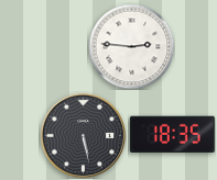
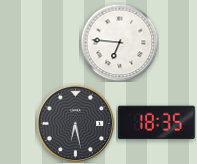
clock at (131, 46): 2:46 -> 6:46
clock at (83, 135): 5:28 -> 6:28
